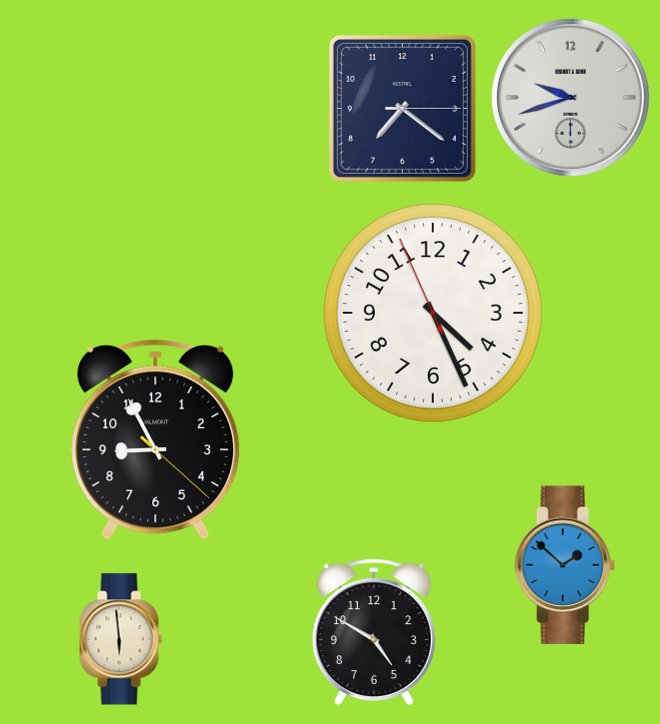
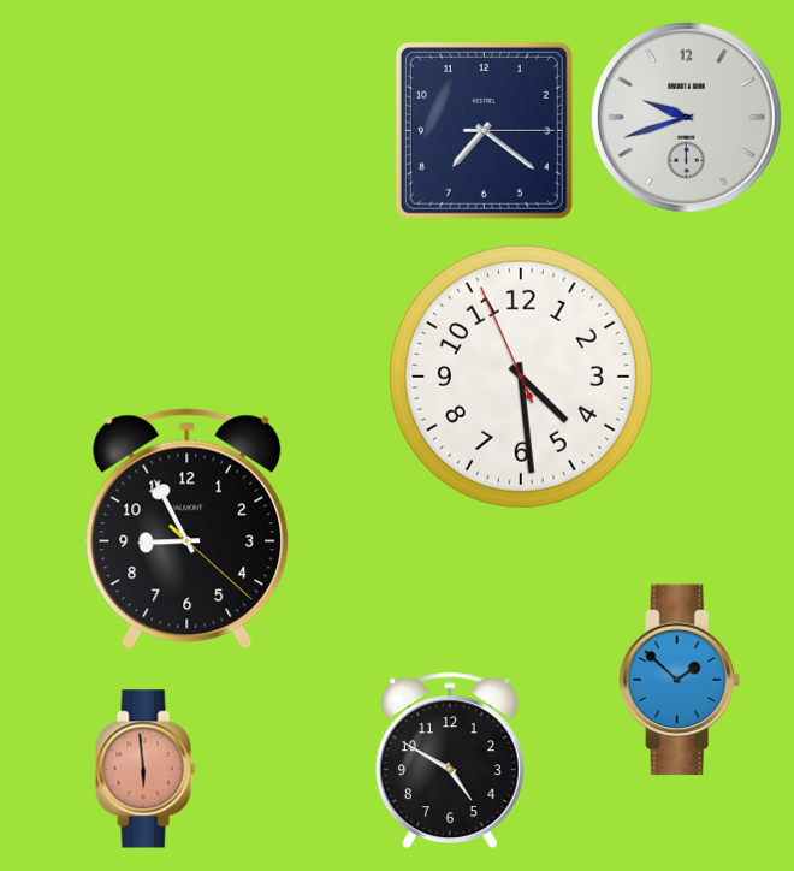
clock at (433, 313): 4:25 -> 4:28
clock at (121, 639) dial: cream -> salmon
